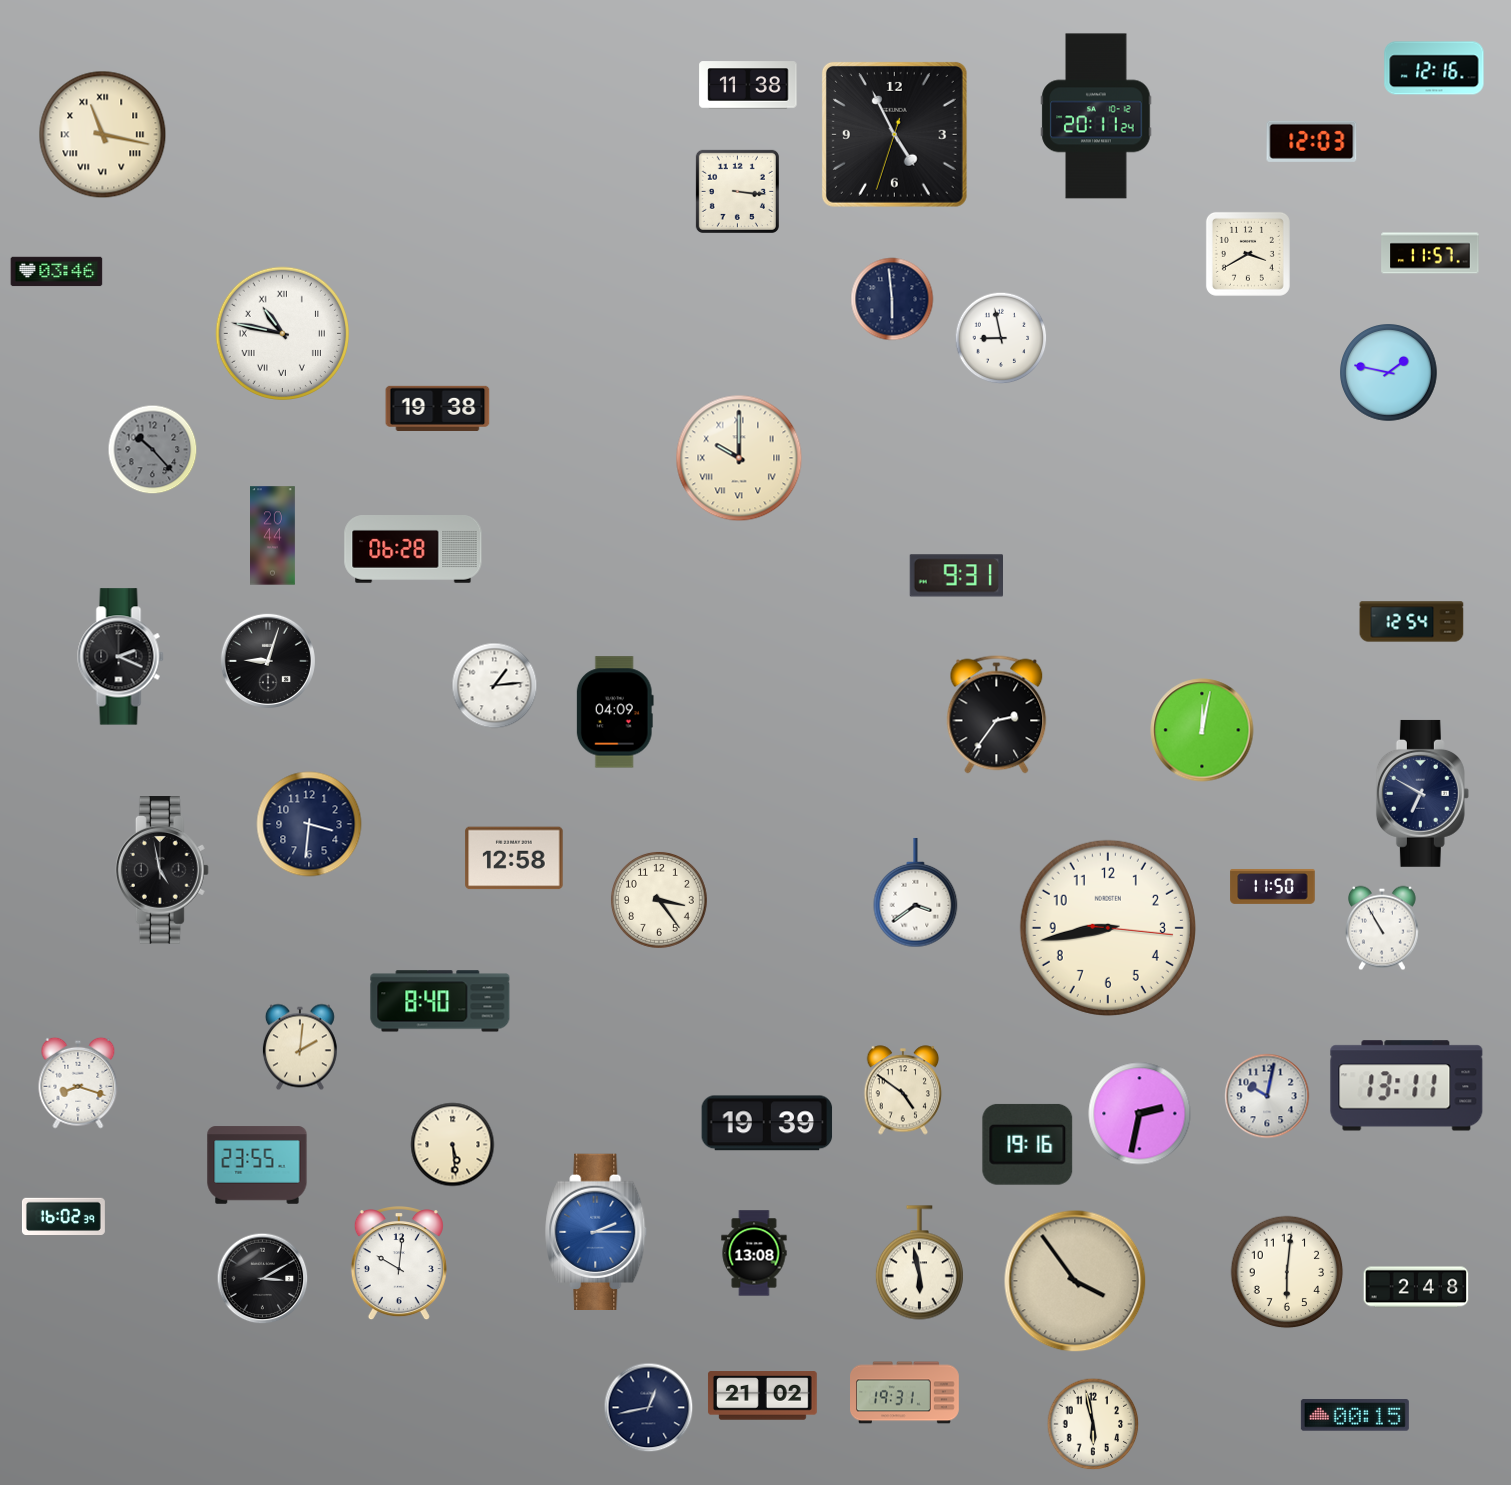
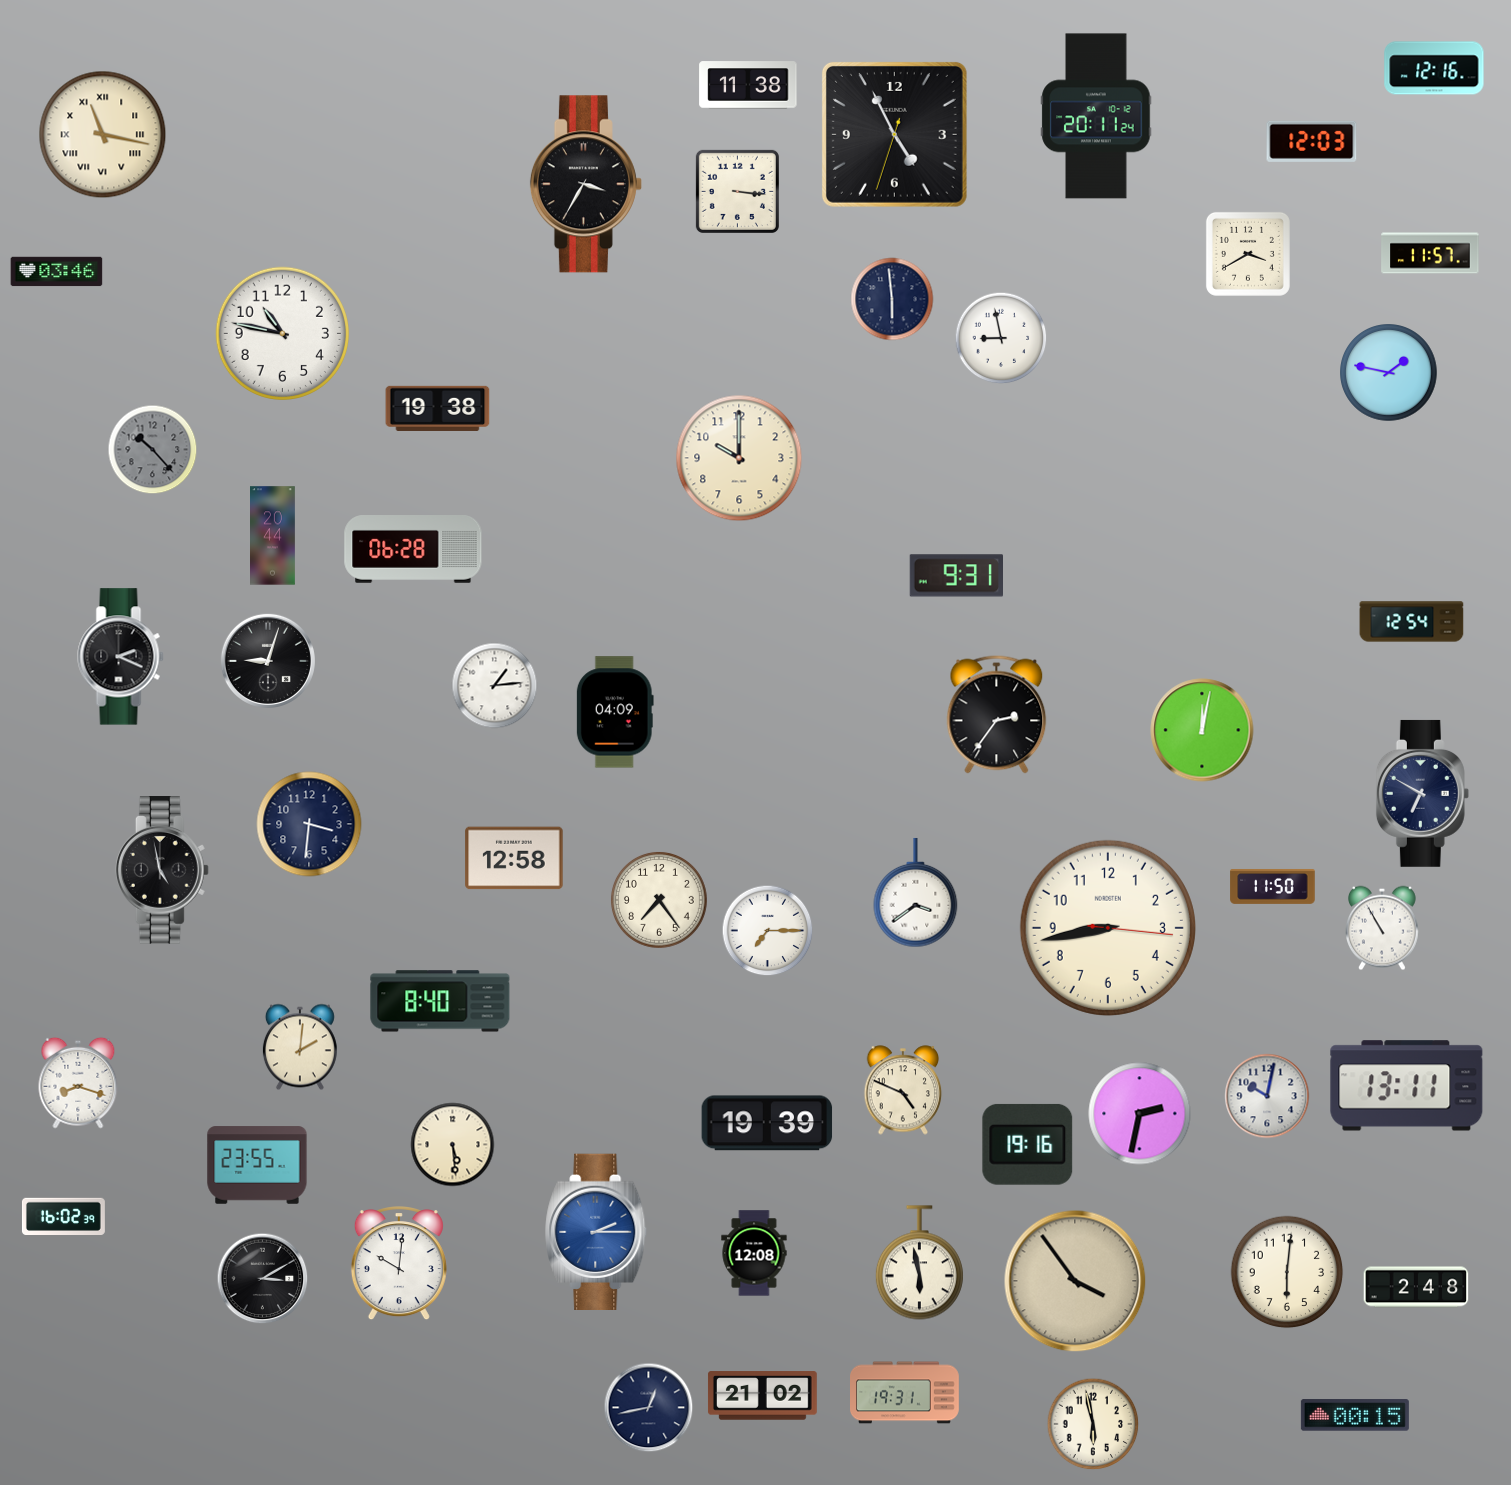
clock at (586, 184): none -> 3:35
clock at (282, 333) numerals: Roman -> Arabic
clock at (739, 458) numerals: Roman -> Arabic
clock at (659, 900): 3:24 -> 7:24
clock at (768, 931): none -> 7:15
clock at (903, 1090): 4:51 -> 4:49
clock at (754, 1253): 13:08 -> 12:08
